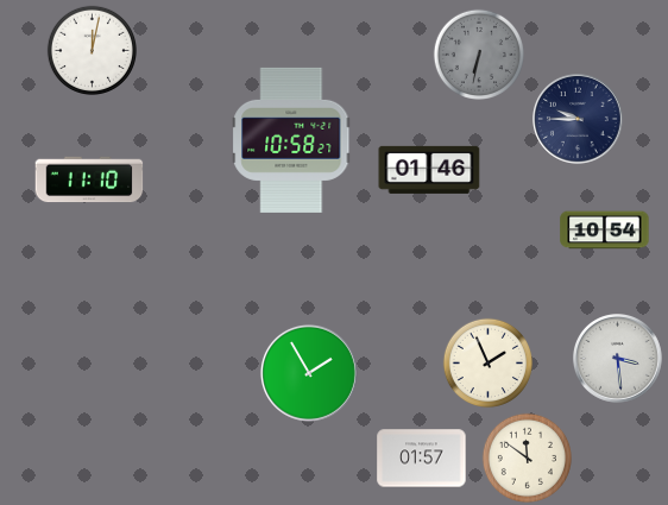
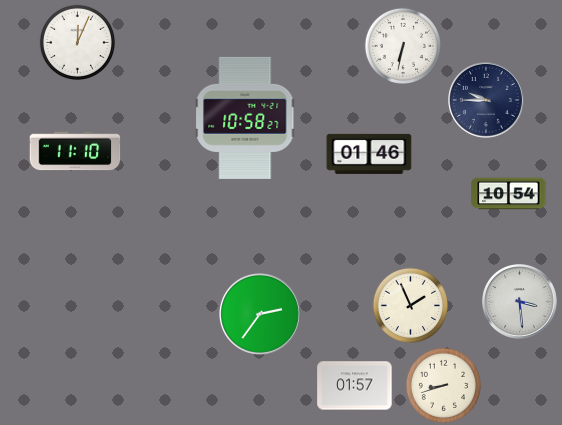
clock at (92, 50): 12:02 -> 12:04
clock at (478, 53) dial: grey -> white
clock at (429, 170) position: (429, 170) -> (369, 154)
clock at (309, 373): 1:55 -> 2:36
clock at (527, 457): 11:51 -> 8:42
